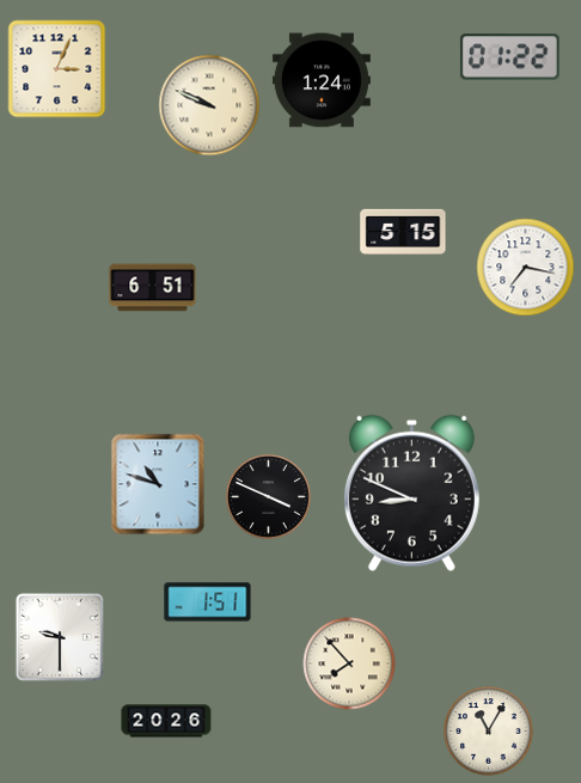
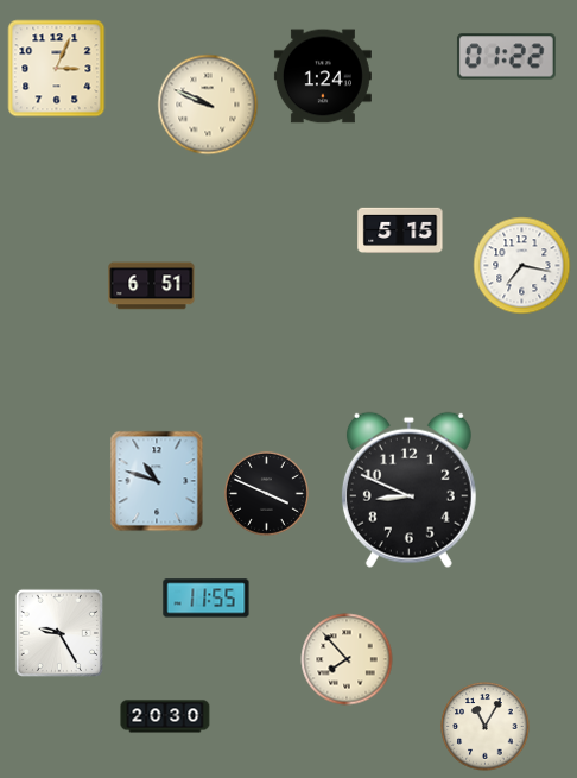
clock at (322, 80) position: (322, 80) -> (323, 76)
clock at (208, 602): 1:51 -> 11:55
clock at (60, 637): 9:30 -> 9:25
clock at (166, 721): 20:26 -> 20:30
